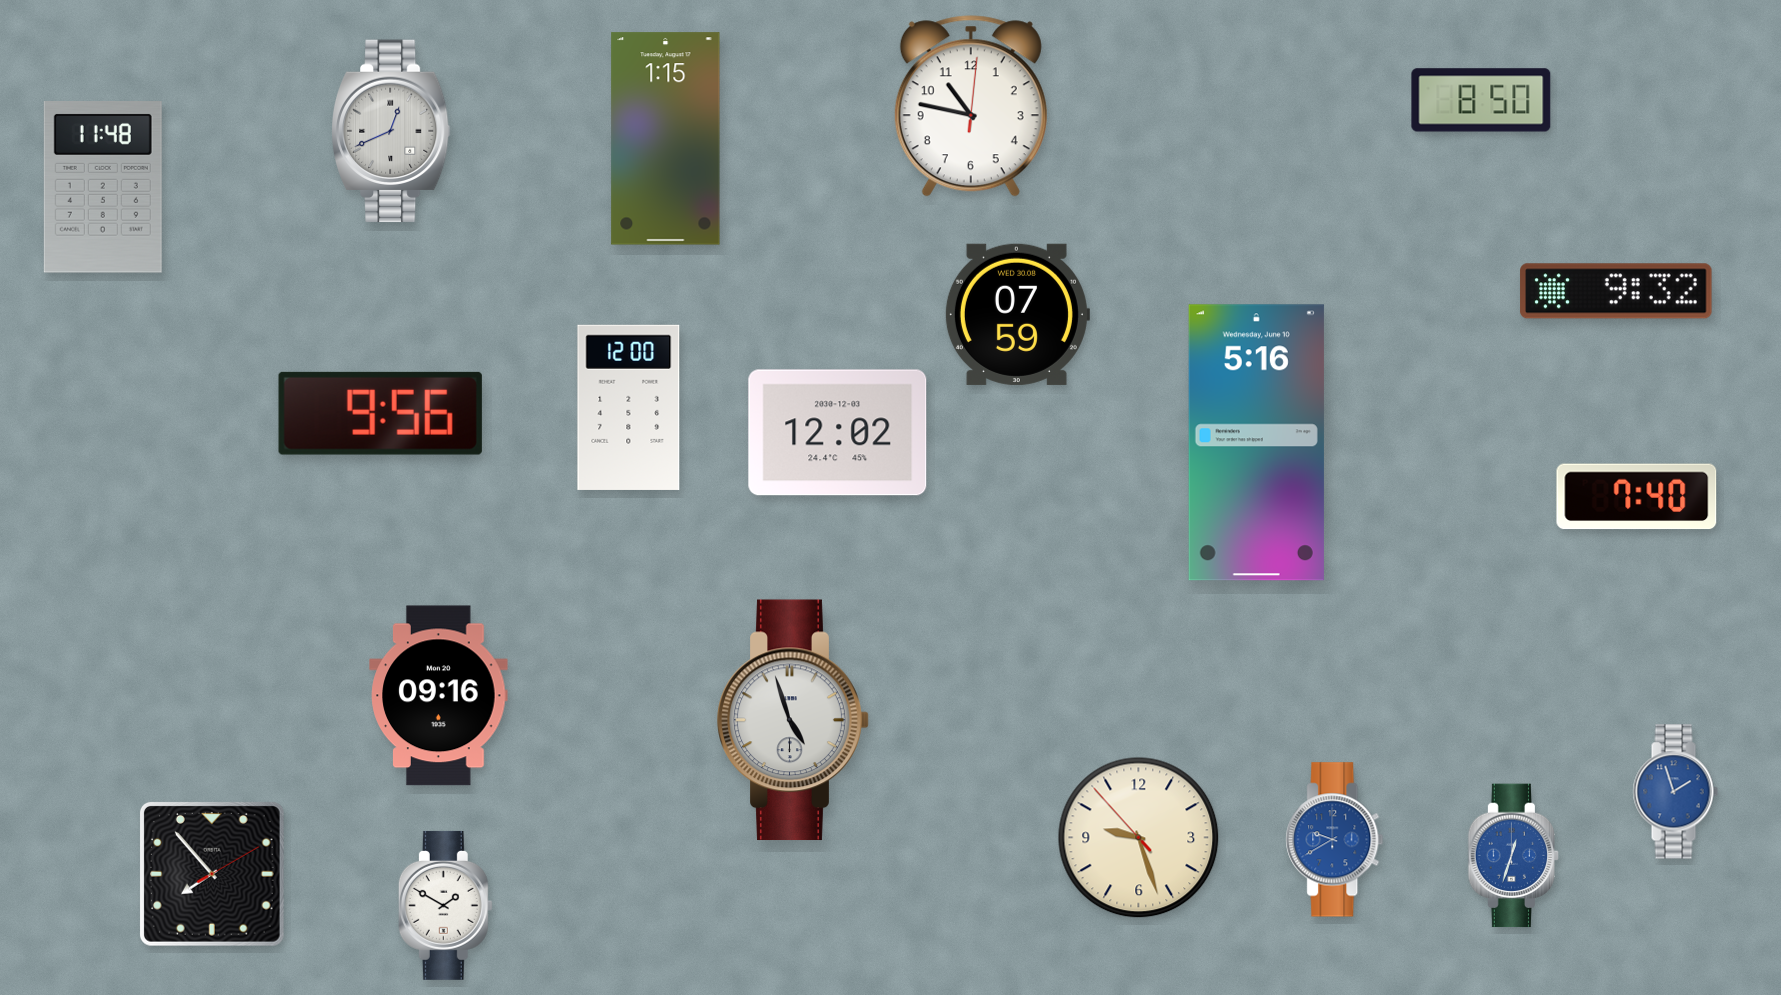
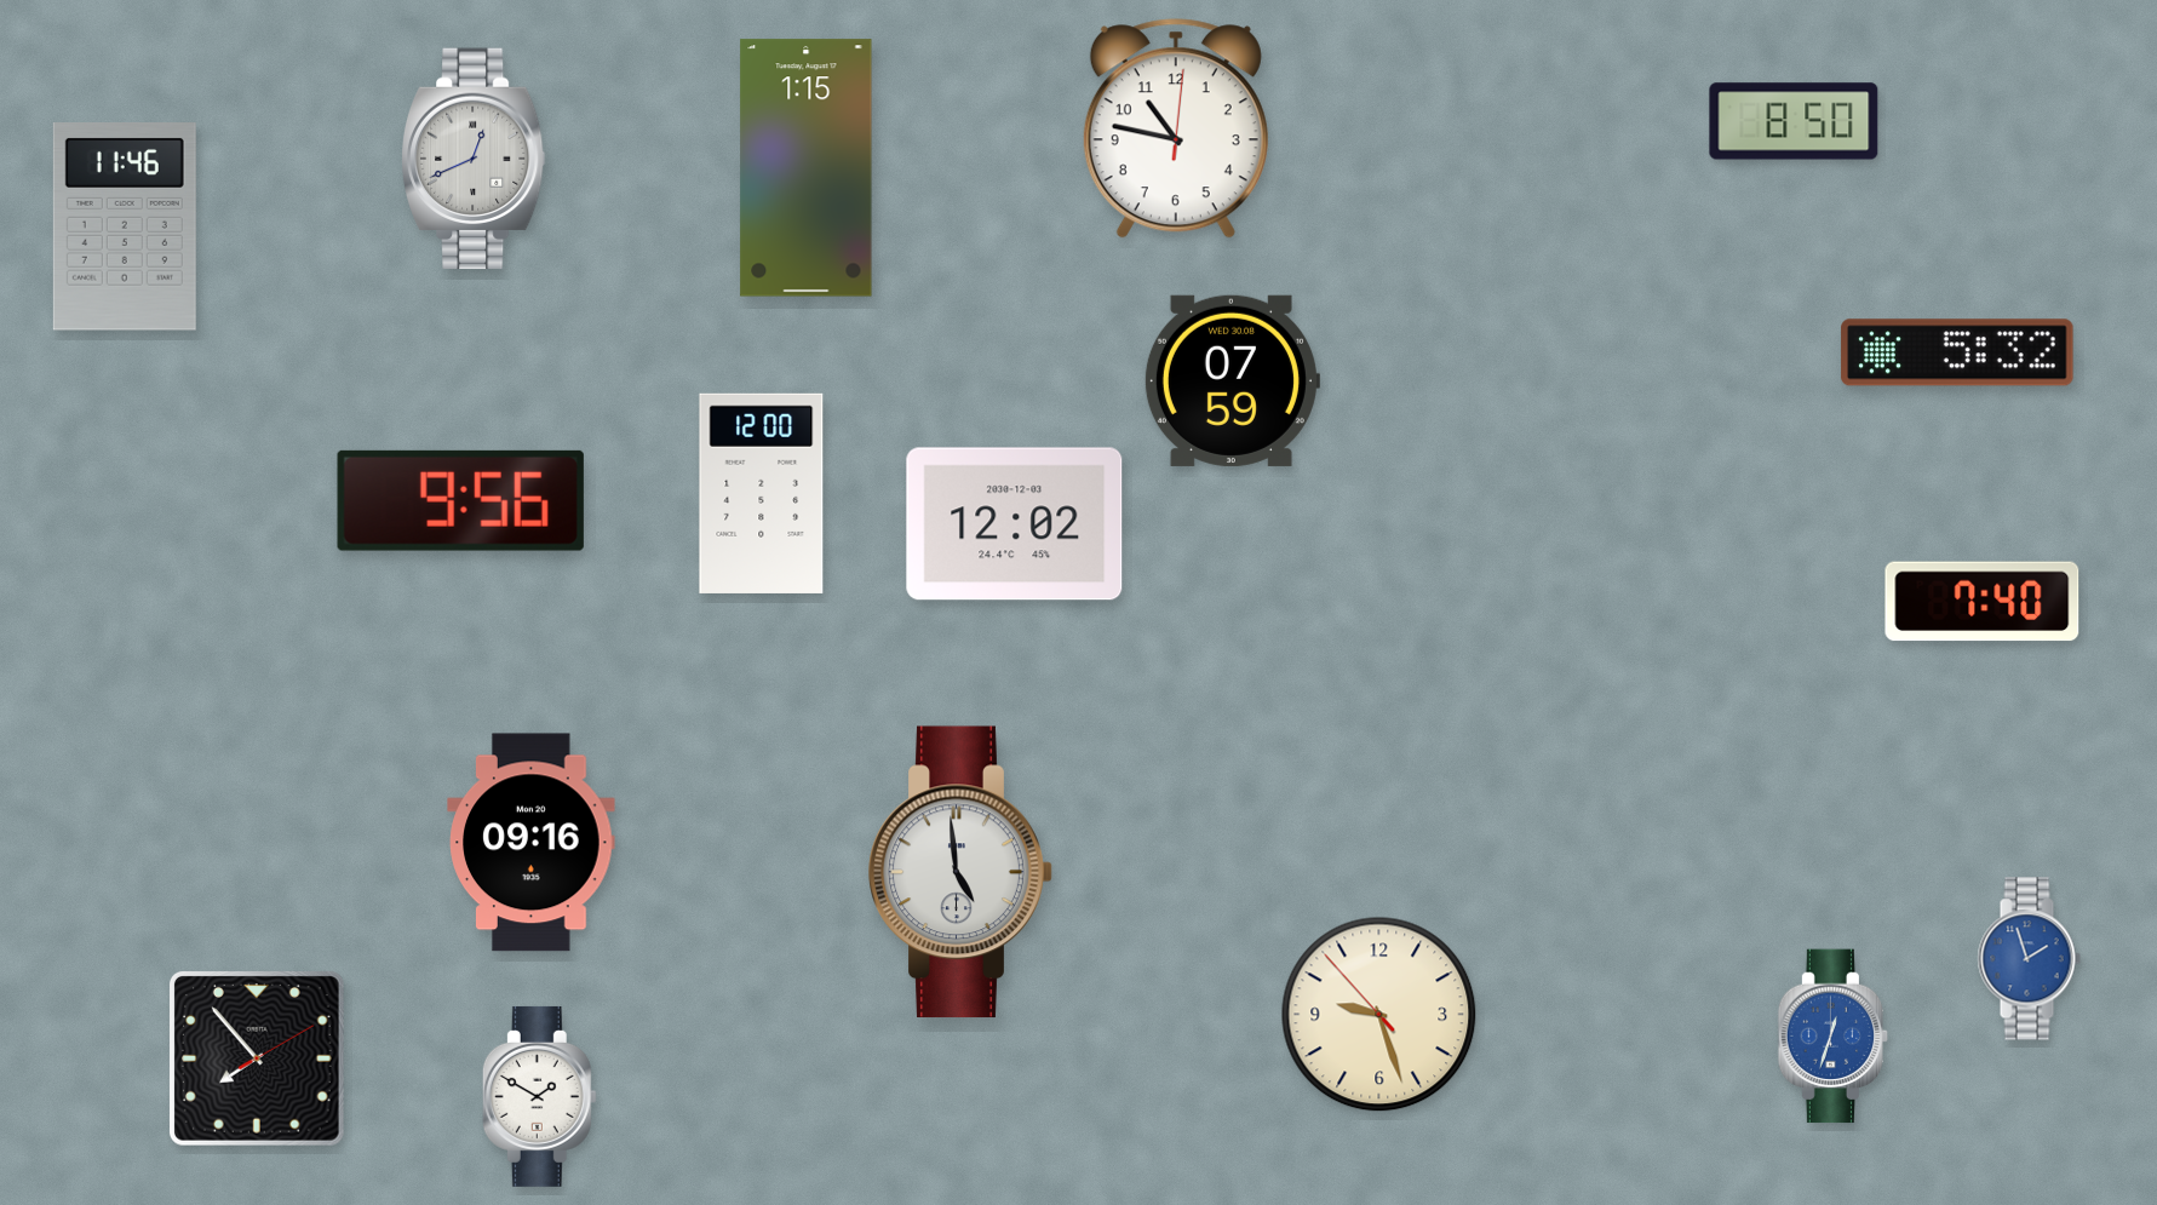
clock at (103, 188): 11:48 -> 11:46
clock at (1616, 291): 9:32 -> 5:32
clock at (1256, 443): 5:16 -> none
clock at (793, 720): 4:57 -> 4:59
clock at (1335, 840): 9:40 -> none
